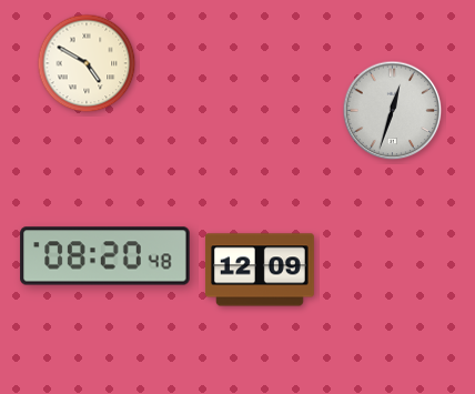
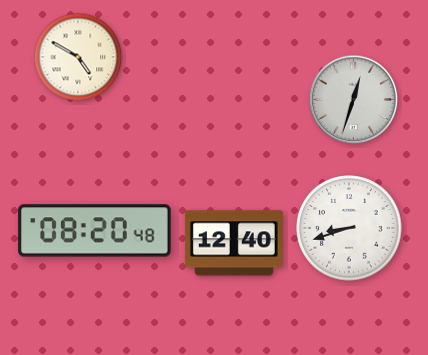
clock at (349, 228): none -> 8:42
clock at (260, 270): 12:09 -> 12:40
